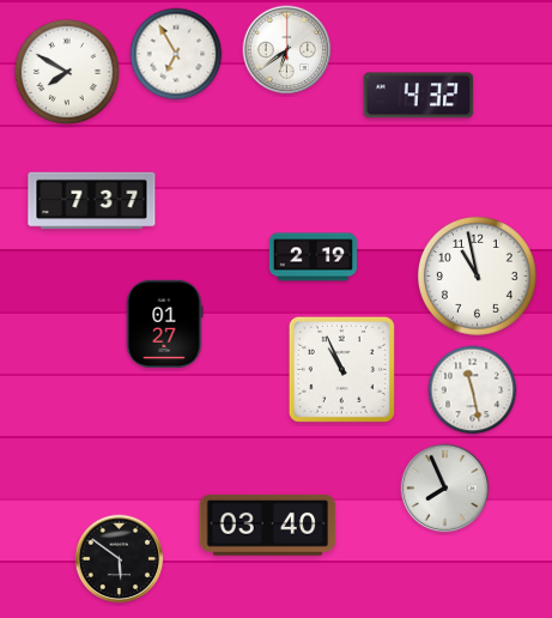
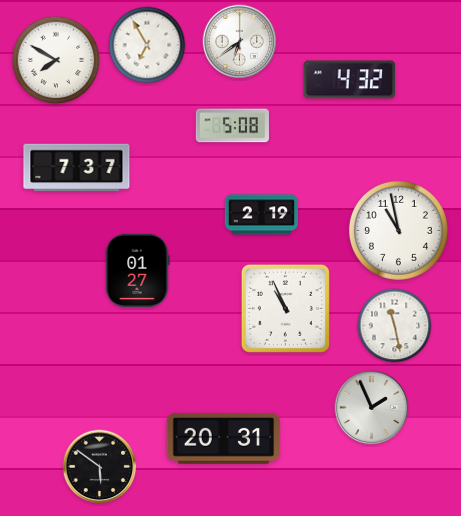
clock at (232, 126): none -> 5:08
clock at (445, 489): 7:56 -> 1:56
clock at (268, 525): 03:40 -> 20:31
